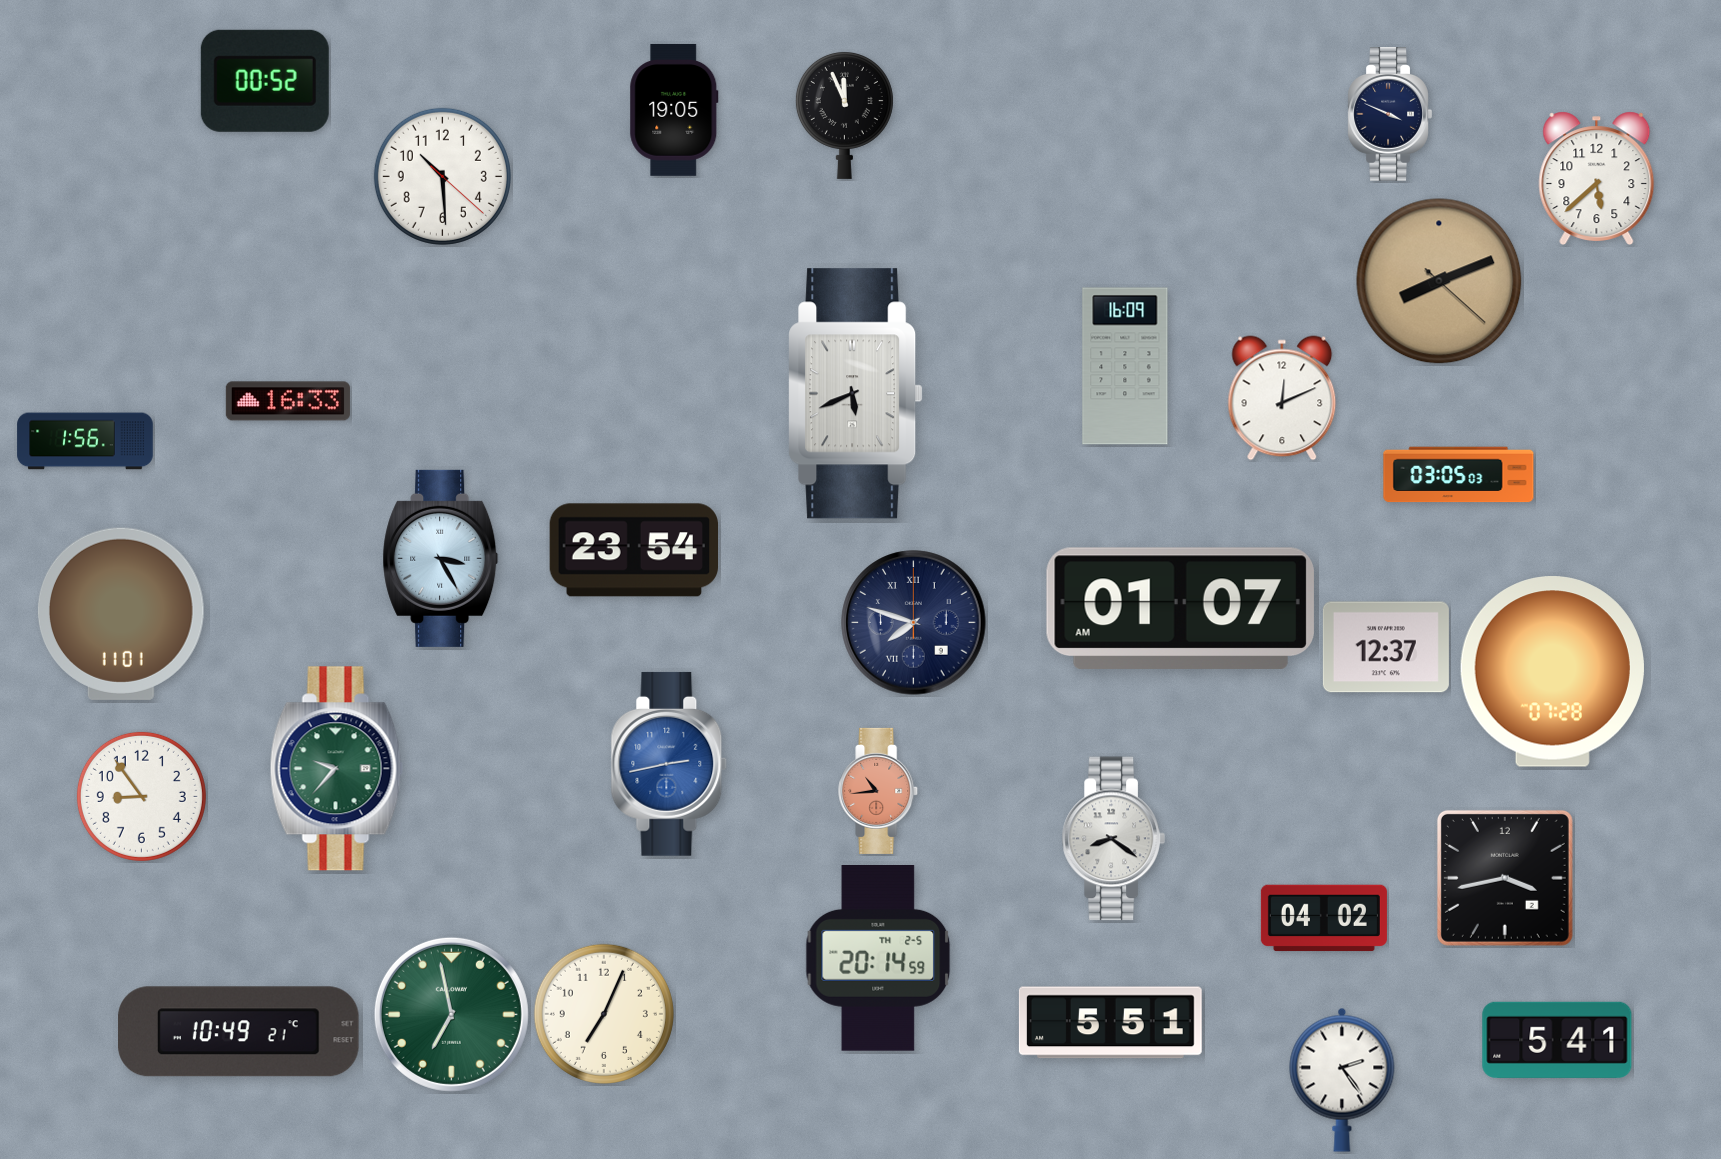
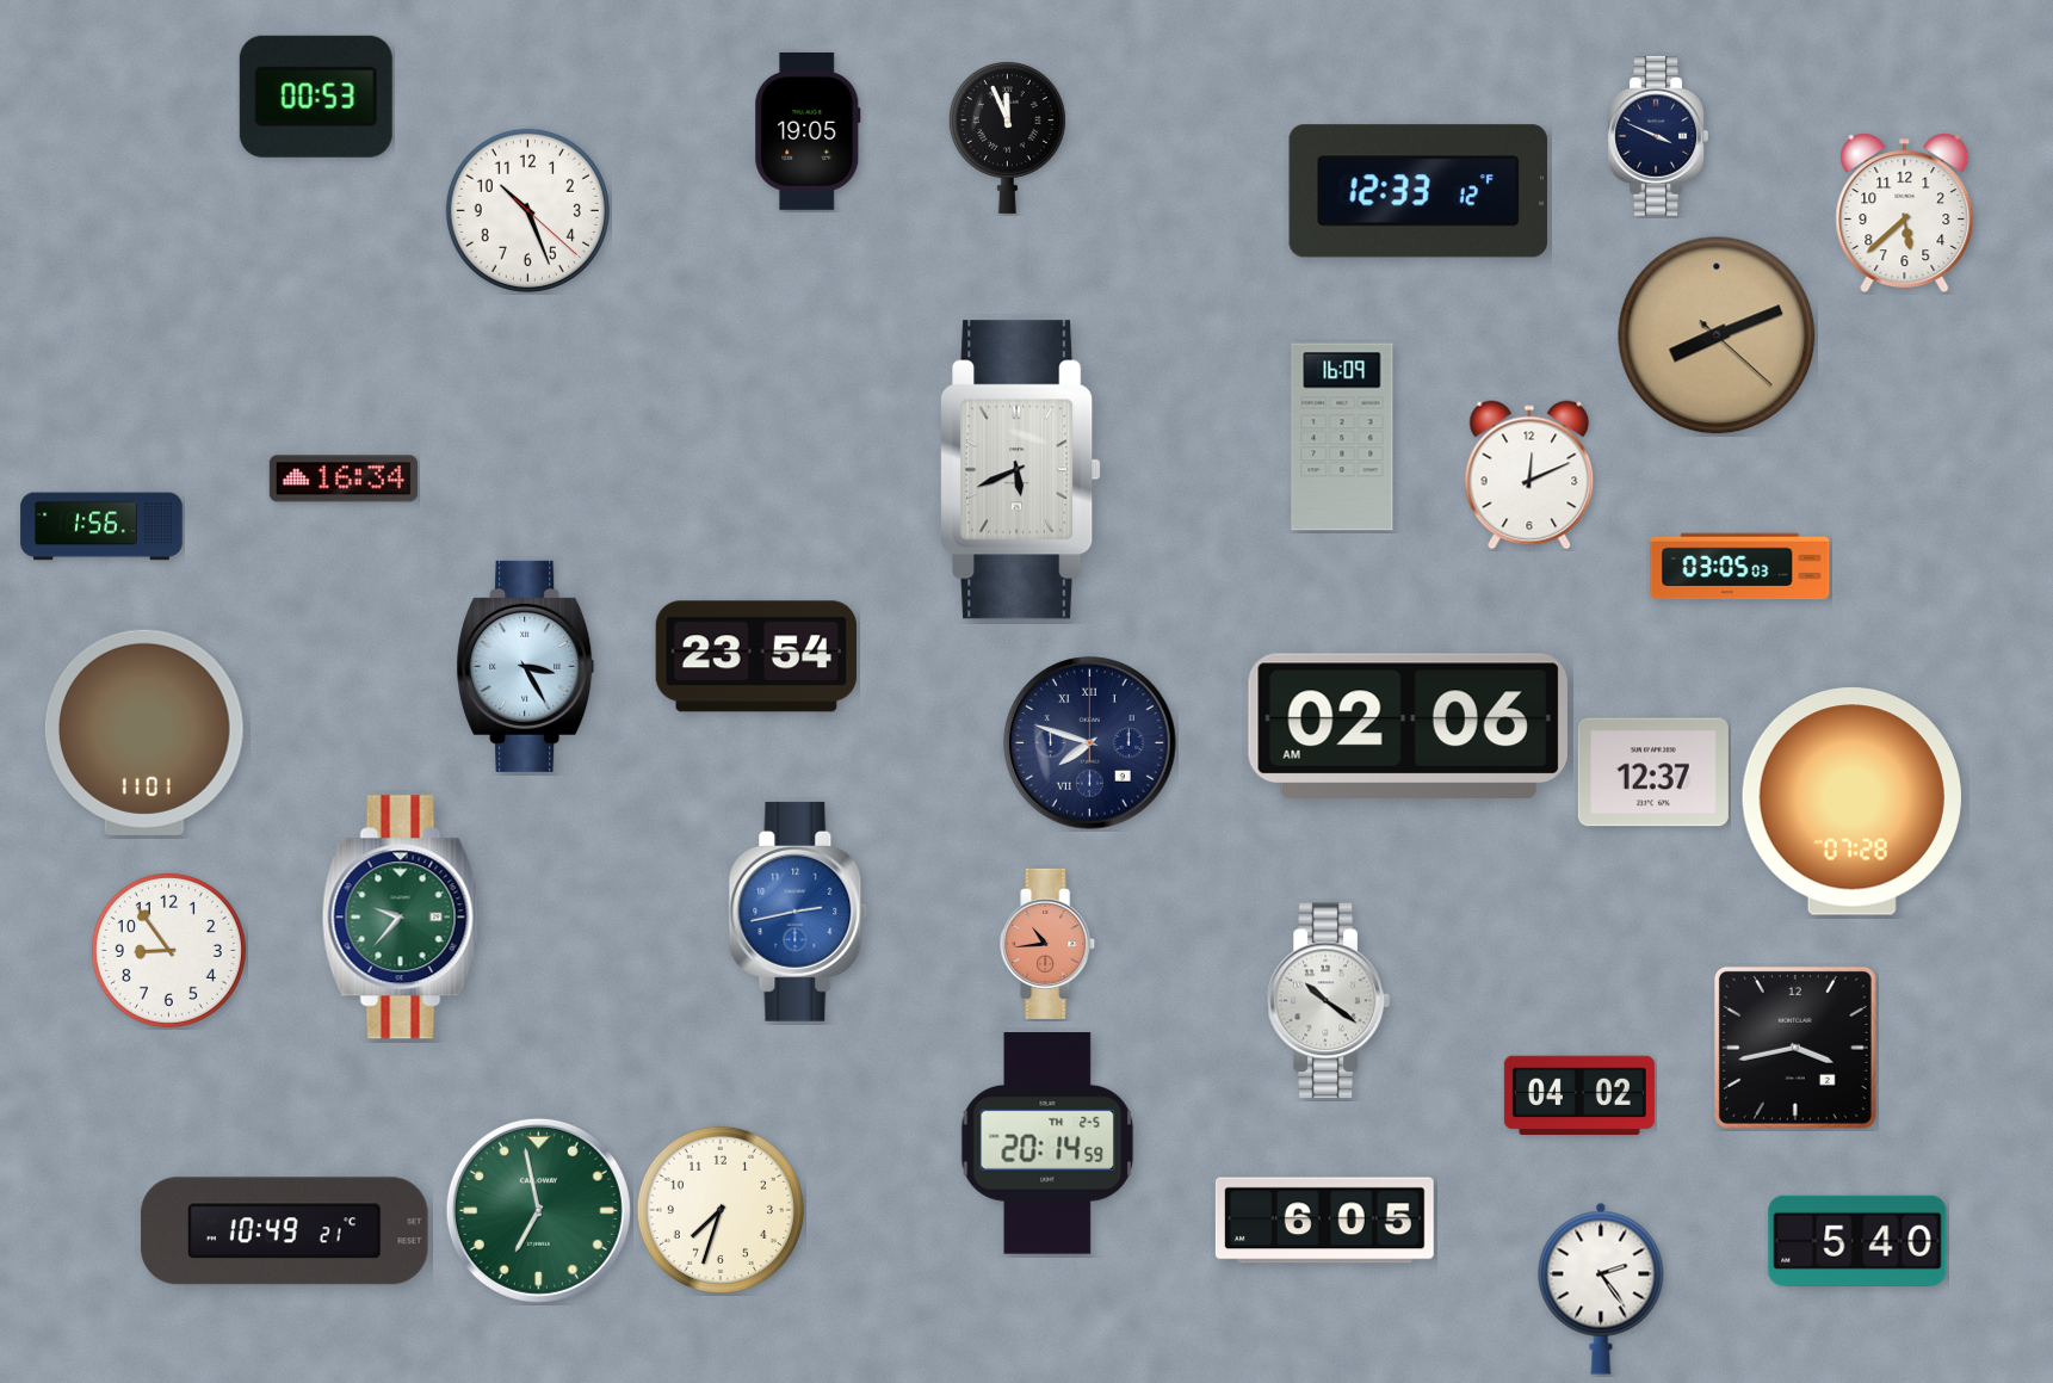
clock at (265, 81): 00:52 -> 00:53
clock at (674, 110) position: (674, 110) -> (808, 131)
clock at (1418, 191): none -> 12:33
clock at (442, 176): 10:29 -> 10:26
clock at (288, 401): 16:33 -> 16:34
clock at (1180, 608): 01:07 -> 02:06
clock at (1113, 839): 8:21 -> 10:21
clock at (604, 1014): 7:04 -> 7:33
clock at (1110, 1023): 5:51 -> 6:05
clock at (1557, 1040): 5:41 -> 5:40
